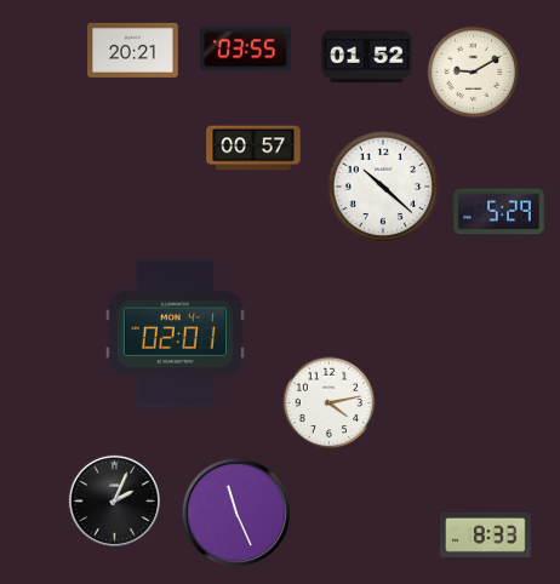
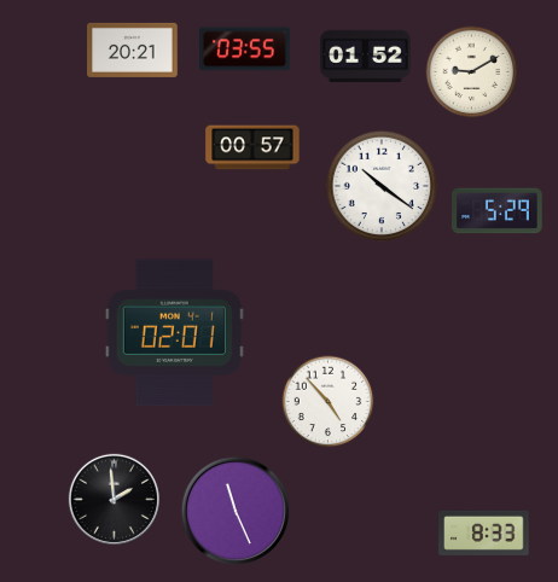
clock at (383, 187): 10:22 -> 10:21
clock at (330, 403): 4:13 -> 4:53
clock at (114, 500): 2:04 -> 1:59
